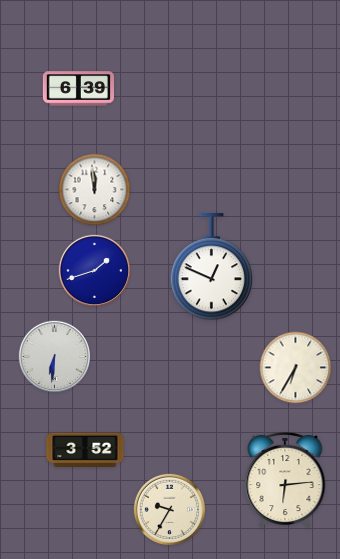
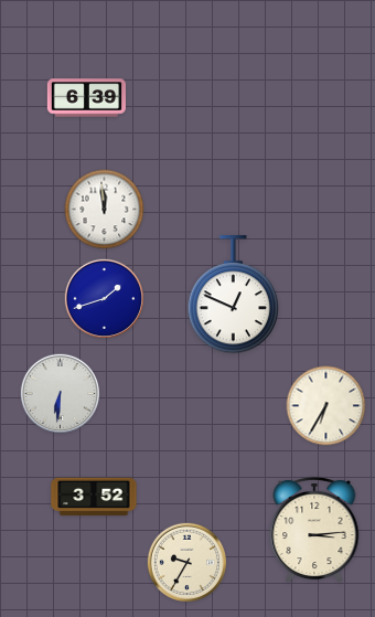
clock at (285, 480): 6:14 -> 3:14
